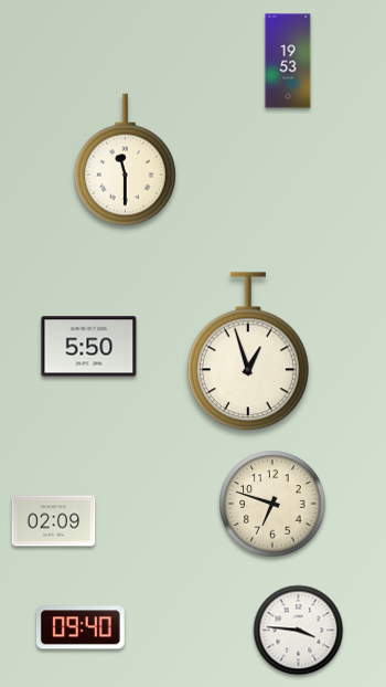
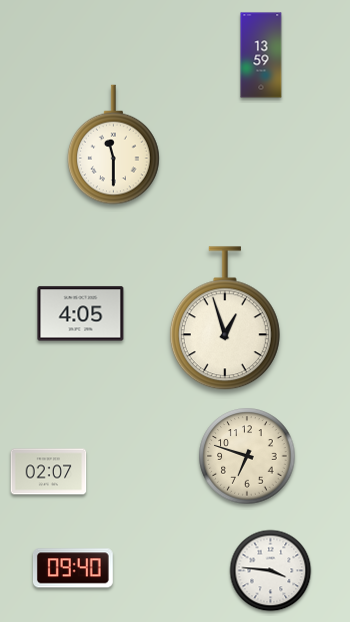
clock at (288, 61): 19:53 -> 13:59
clock at (89, 347): 5:50 -> 4:05
clock at (54, 521): 02:09 -> 02:07
